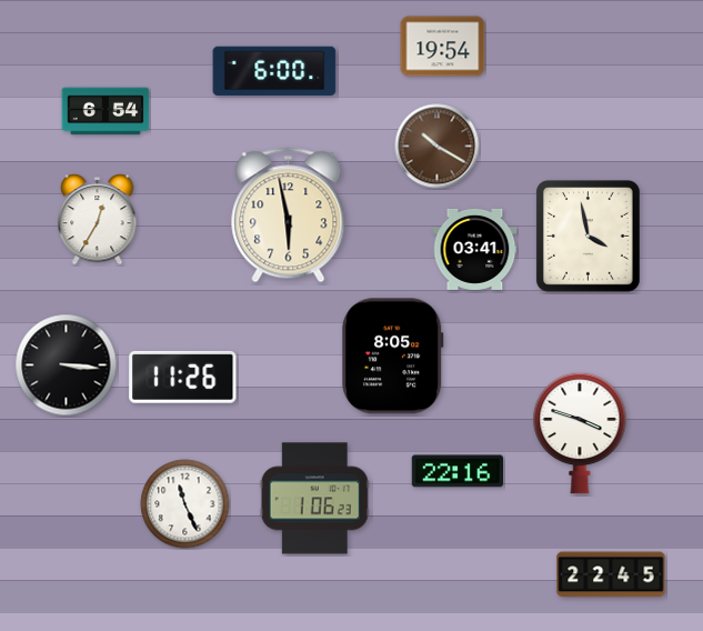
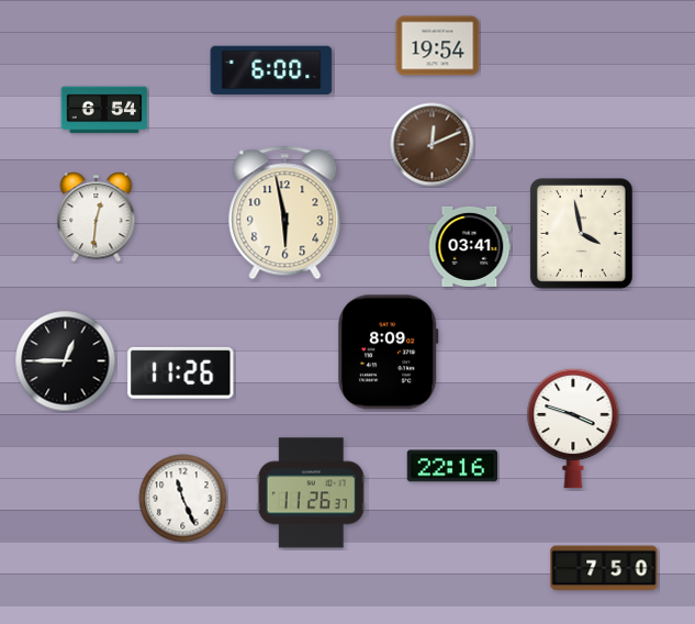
clock at (438, 147): 10:20 -> 12:11
clock at (98, 220): 12:35 -> 12:31
clock at (393, 357): 8:05 -> 8:09
clock at (67, 365): 3:16 -> 12:45
clock at (314, 499): 1:06 -> 11:26
clock at (611, 574): 22:45 -> 7:50
